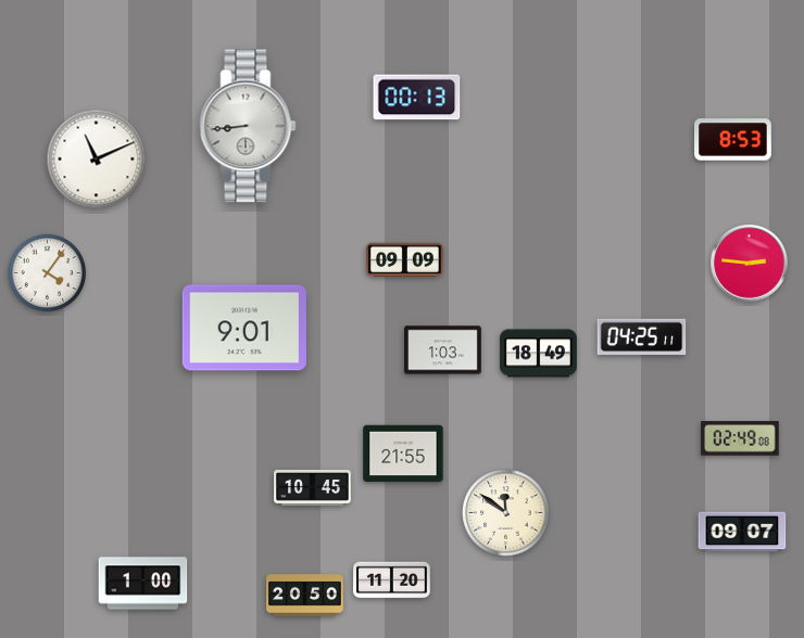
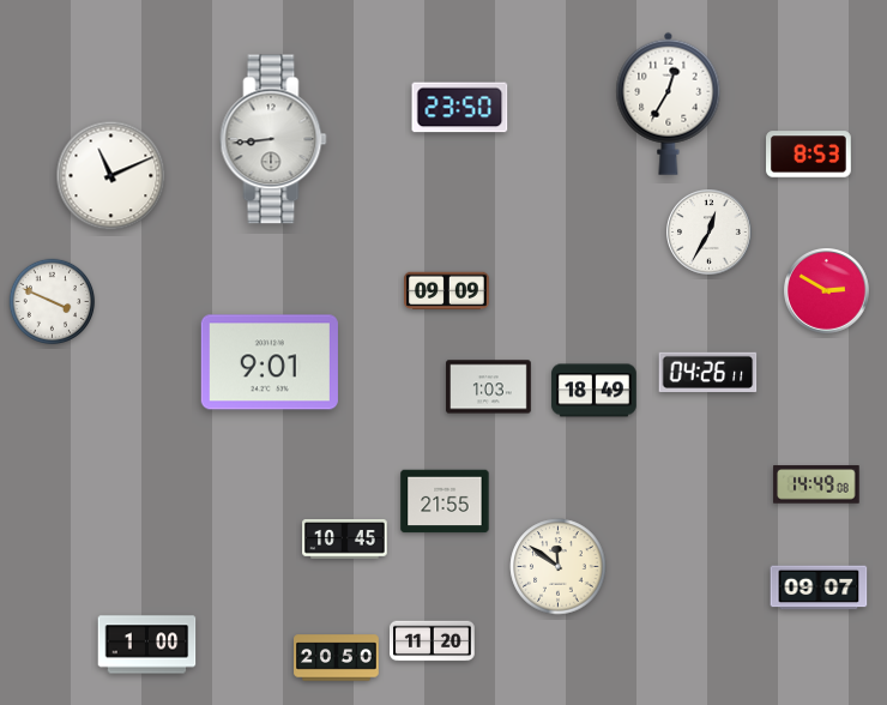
clock at (669, 103): none -> 12:35
clock at (417, 98): 00:13 -> 23:50
clock at (97, 159) position: (97, 159) -> (111, 176)
clock at (710, 233): none -> 12:35
clock at (405, 260) position: (405, 260) -> (447, 291)
clock at (750, 264): 2:46 -> 2:50
clock at (48, 273): 4:06 -> 3:49
clock at (642, 336): 04:25 -> 04:26
clock at (740, 438): 02:49 -> 14:49
clock at (143, 584) position: (143, 584) -> (147, 645)
